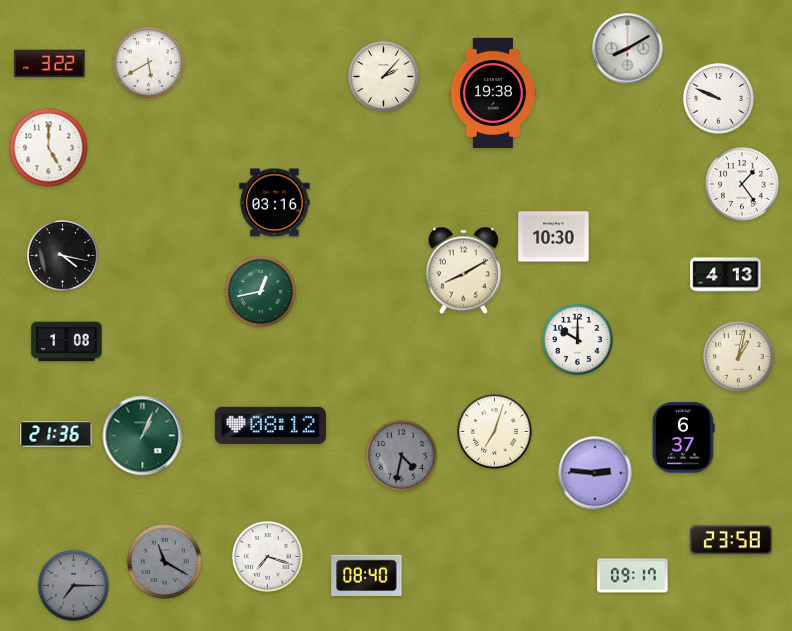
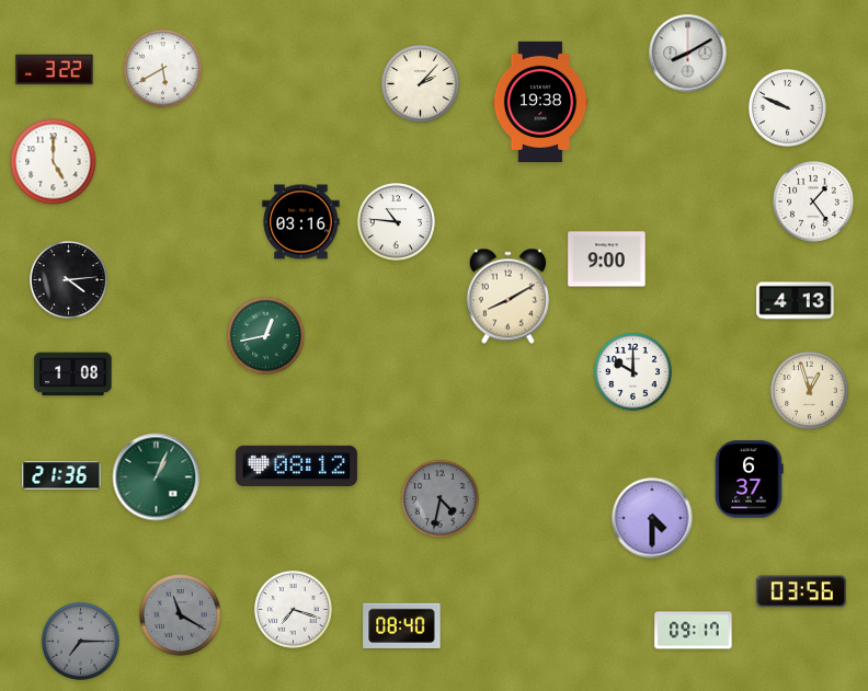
clock at (396, 221): none -> 10:46
clock at (554, 237): 10:30 -> 9:00
clock at (62, 255): 4:17 -> 4:14
clock at (260, 291) position: (260, 291) -> (265, 335)
clock at (738, 356): 1:02 -> 12:57
clock at (495, 432): 7:03 -> none
clock at (595, 473): 2:46 -> 4:30
clock at (731, 540): 23:58 -> 03:56
clock at (367, 575) position: (367, 575) -> (402, 625)
